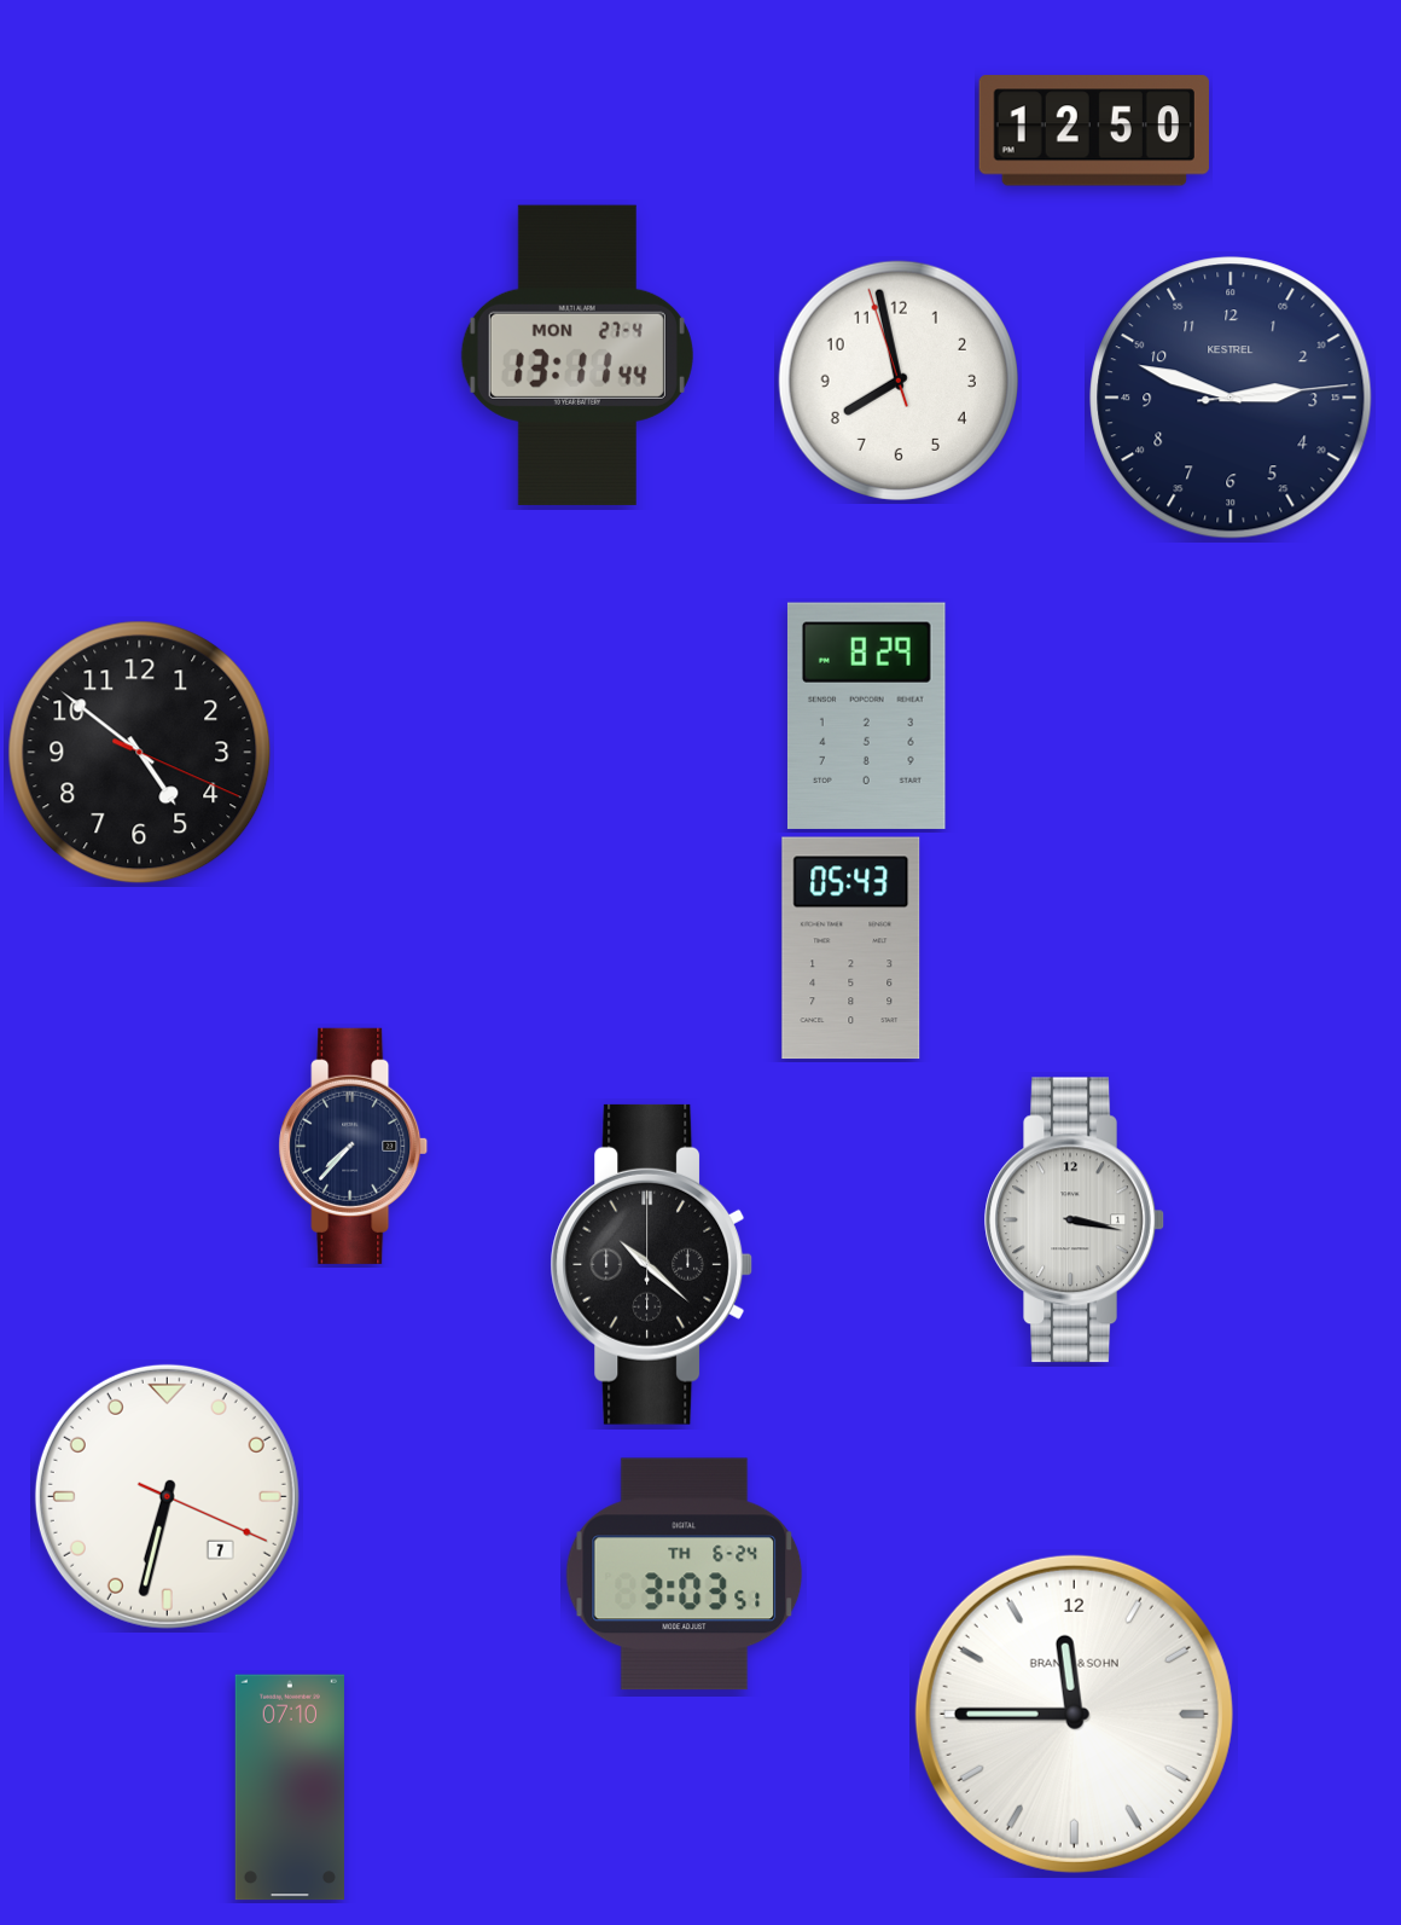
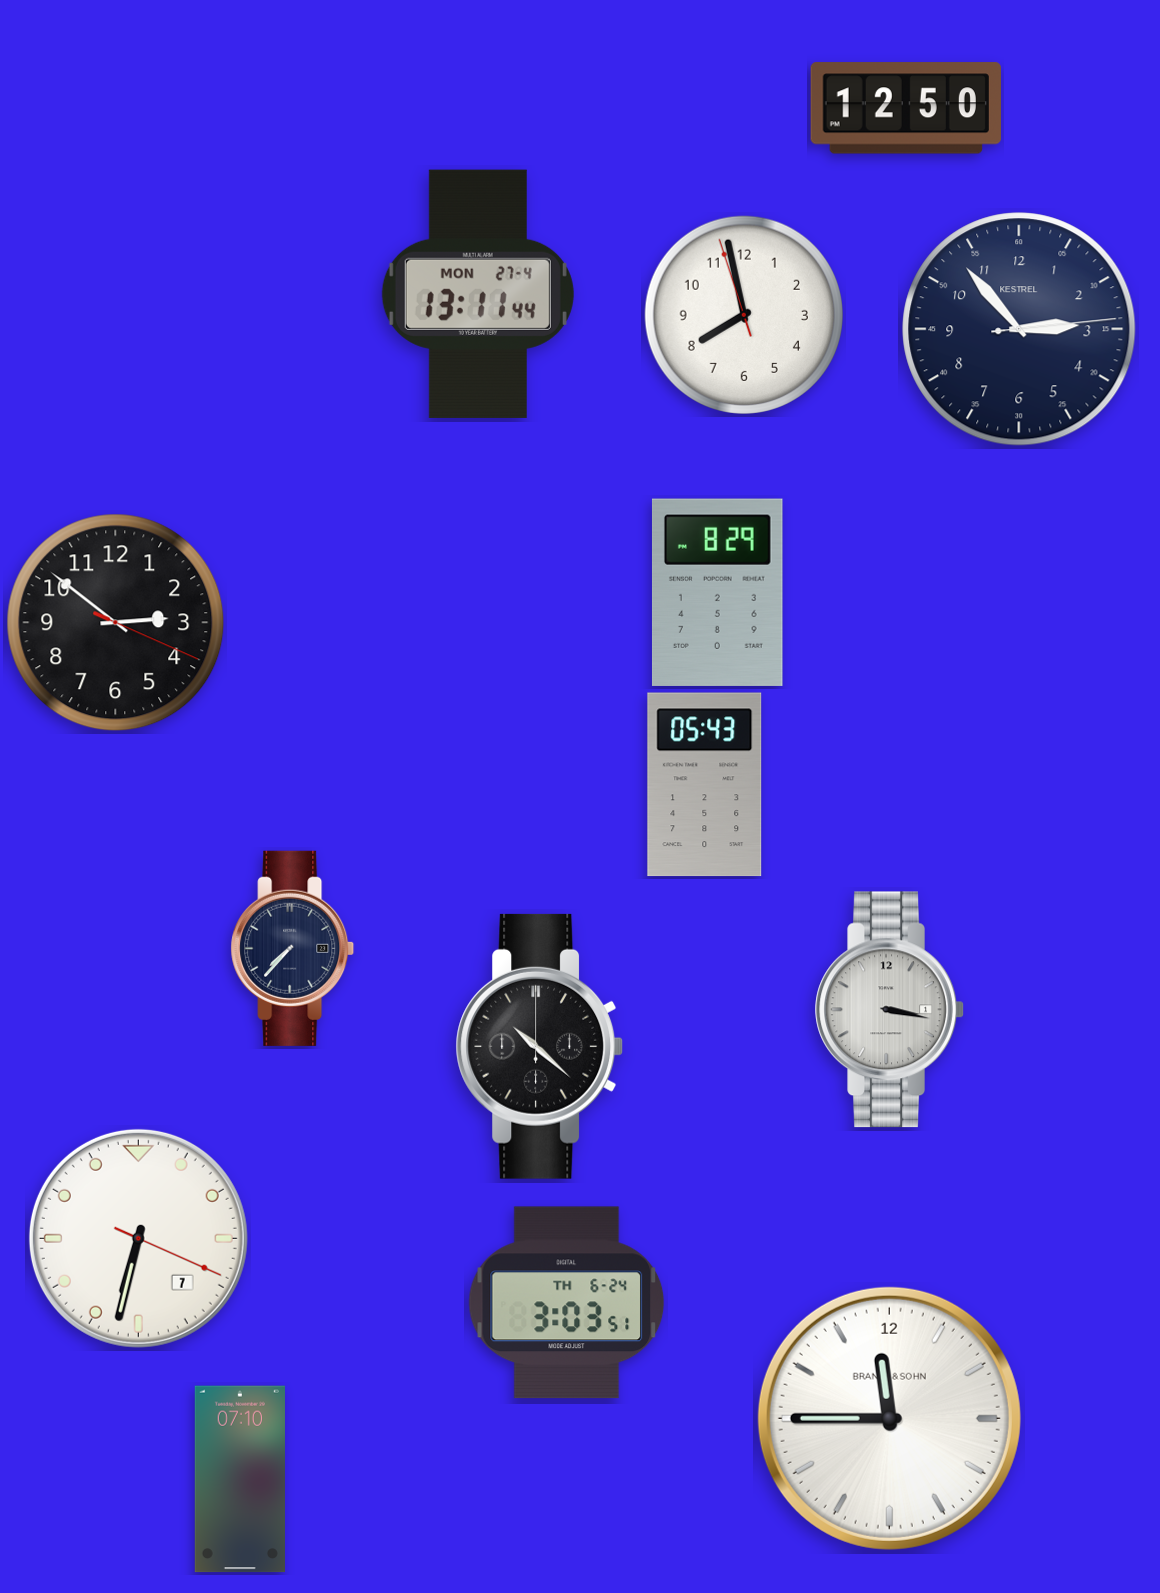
clock at (1231, 398): 2:48 -> 2:53
clock at (140, 753): 4:51 -> 2:51
